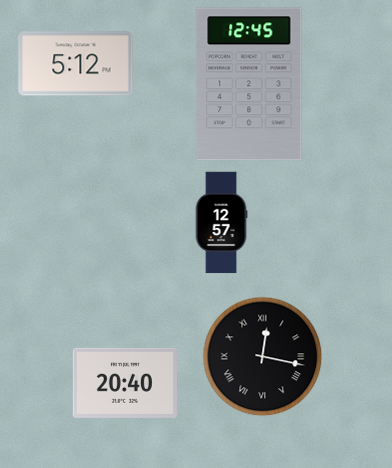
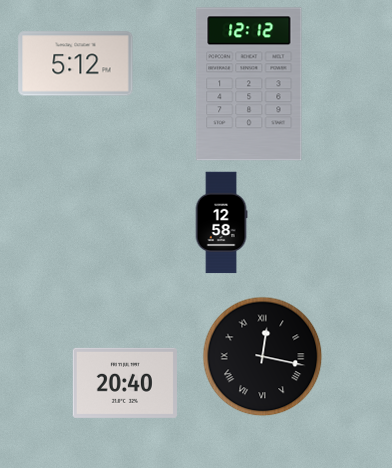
clock at (249, 84): 12:45 -> 12:12
clock at (221, 223): 12:57 -> 12:58
